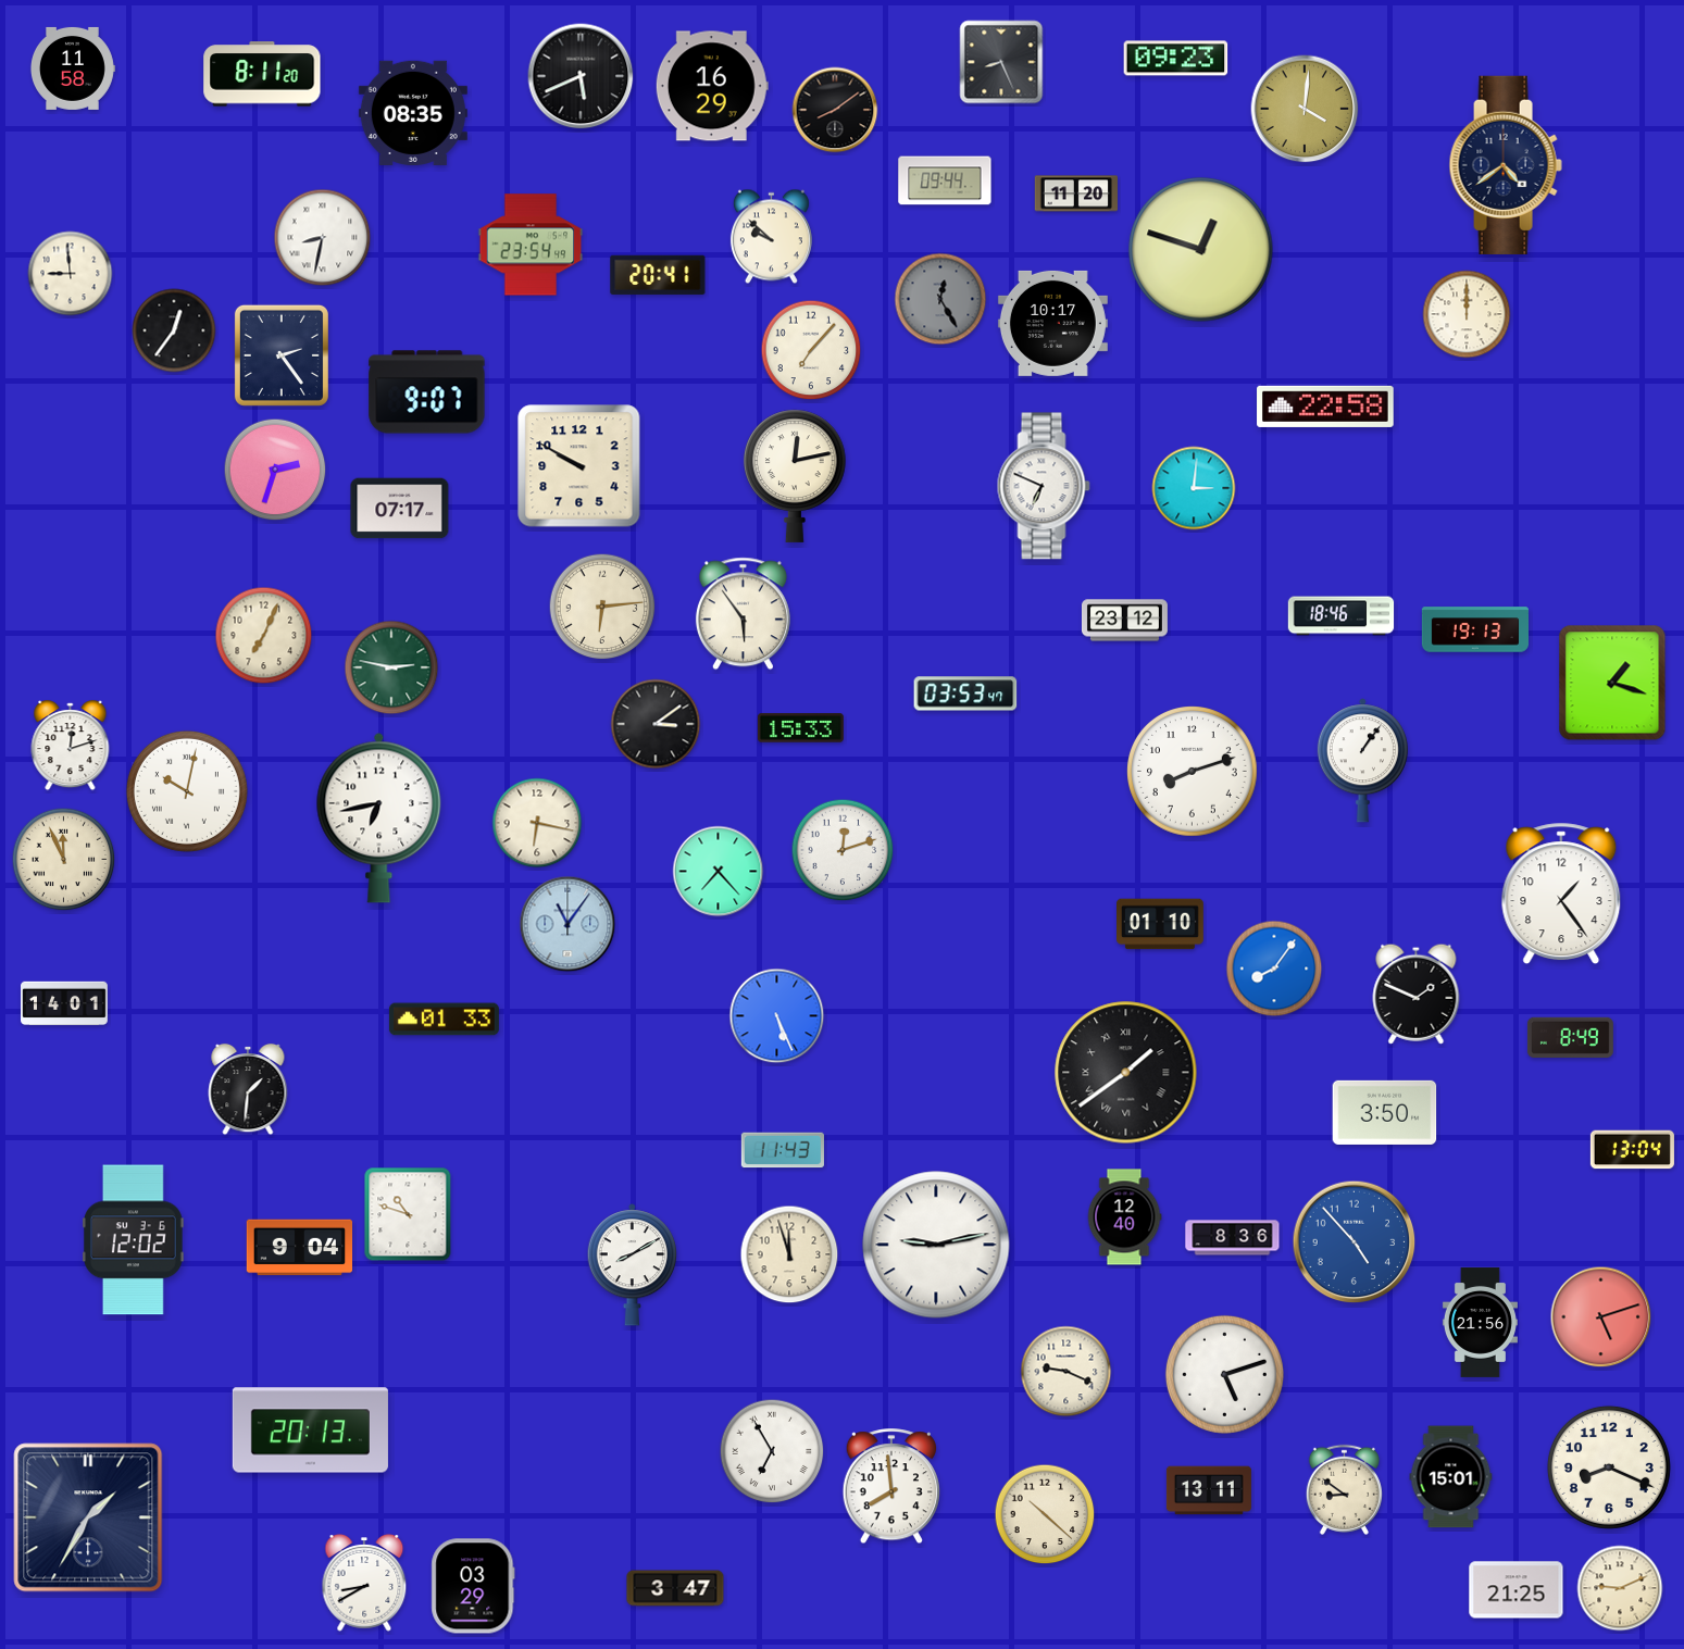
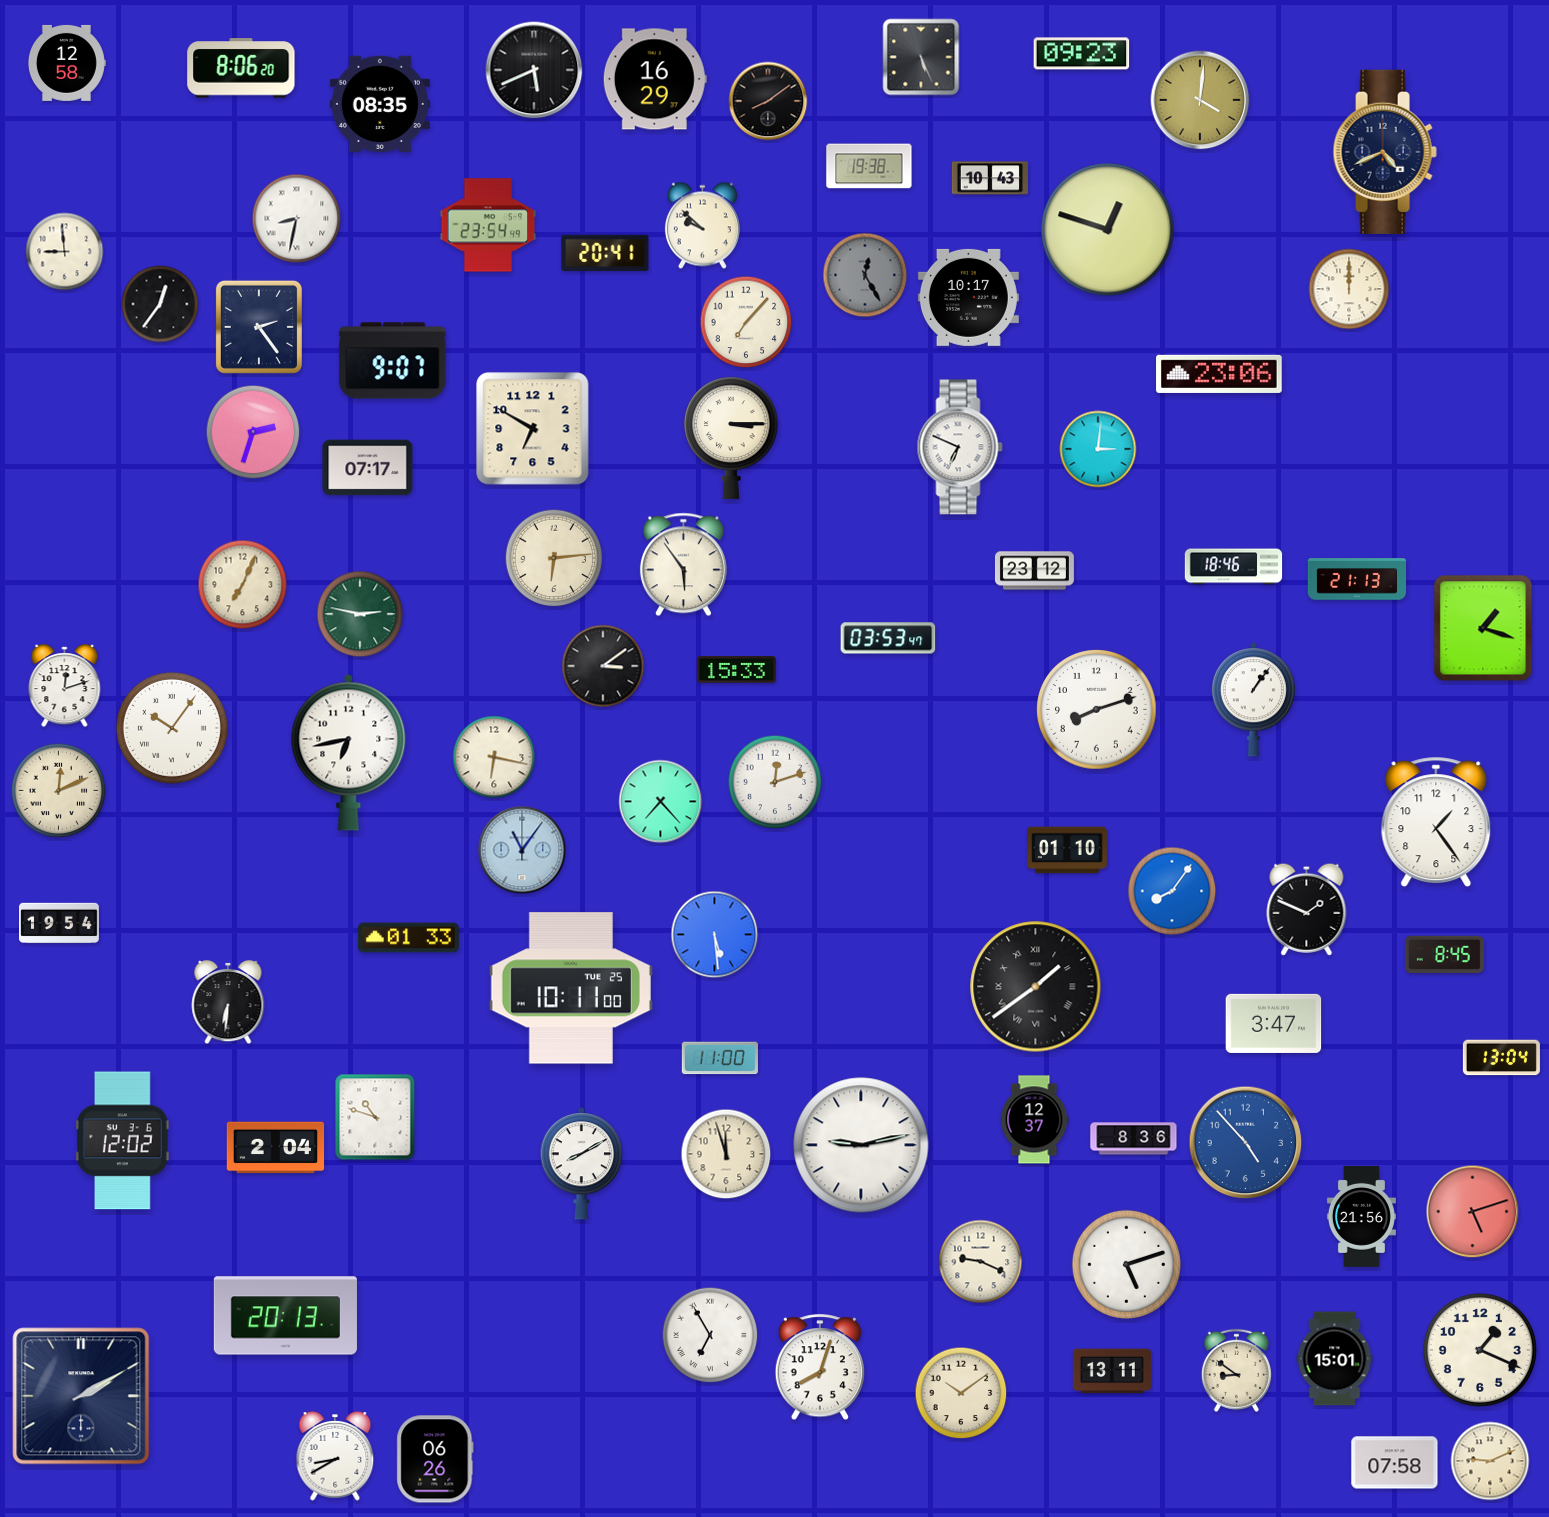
clock at (1001, 62): 8:26 -> 5:26
clock at (72, 68): 11:58 -> 12:58
clock at (262, 74): 8:11 -> 8:06
clock at (1506, 165): 4:39 -> 4:41
clock at (945, 180): 09:44 -> 19:38
clock at (1076, 193): 11:20 -> 10:43
clock at (771, 237) position: (771, 237) -> (702, 226)
clock at (1201, 250) position: (1201, 250) -> (1108, 230)
clock at (1325, 407): 22:58 -> 23:06
clock at (579, 466): 9:50 -> 6:50
clock at (796, 476): 12:13 -> 3:15
clock at (1474, 629): 19:13 -> 21:13
clock at (187, 791): 10:02 -> 10:06
clock at (64, 860): 11:56 -> 12:11
clock at (1417, 994) position: (1417, 994) -> (1307, 909)
clock at (65, 1003): 14:01 -> 19:54
clock at (777, 1016): 5:26 -> 5:29
clock at (1570, 1037): 8:49 -> 8:45
clock at (571, 988): none -> 10:11
clock at (248, 1089): 1:31 -> 6:31
clock at (1385, 1112): 3:50 -> 3:47
clock at (783, 1150): 11:43 -> 11:00
clock at (1124, 1217): 12:40 -> 12:37
clock at (300, 1248): 9:04 -> 2:04
clock at (1609, 1467): 8:19 -> 1:19
clock at (890, 1487): 7:59 -> 8:03
clock at (1045, 1514): 10:22 -> 10:09
clock at (88, 1517): 1:35 -> 2:10
clock at (473, 1586): 03:29 -> 06:26
clock at (675, 1588): 3:47 -> none
clock at (1517, 1590): 21:25 -> 07:58
